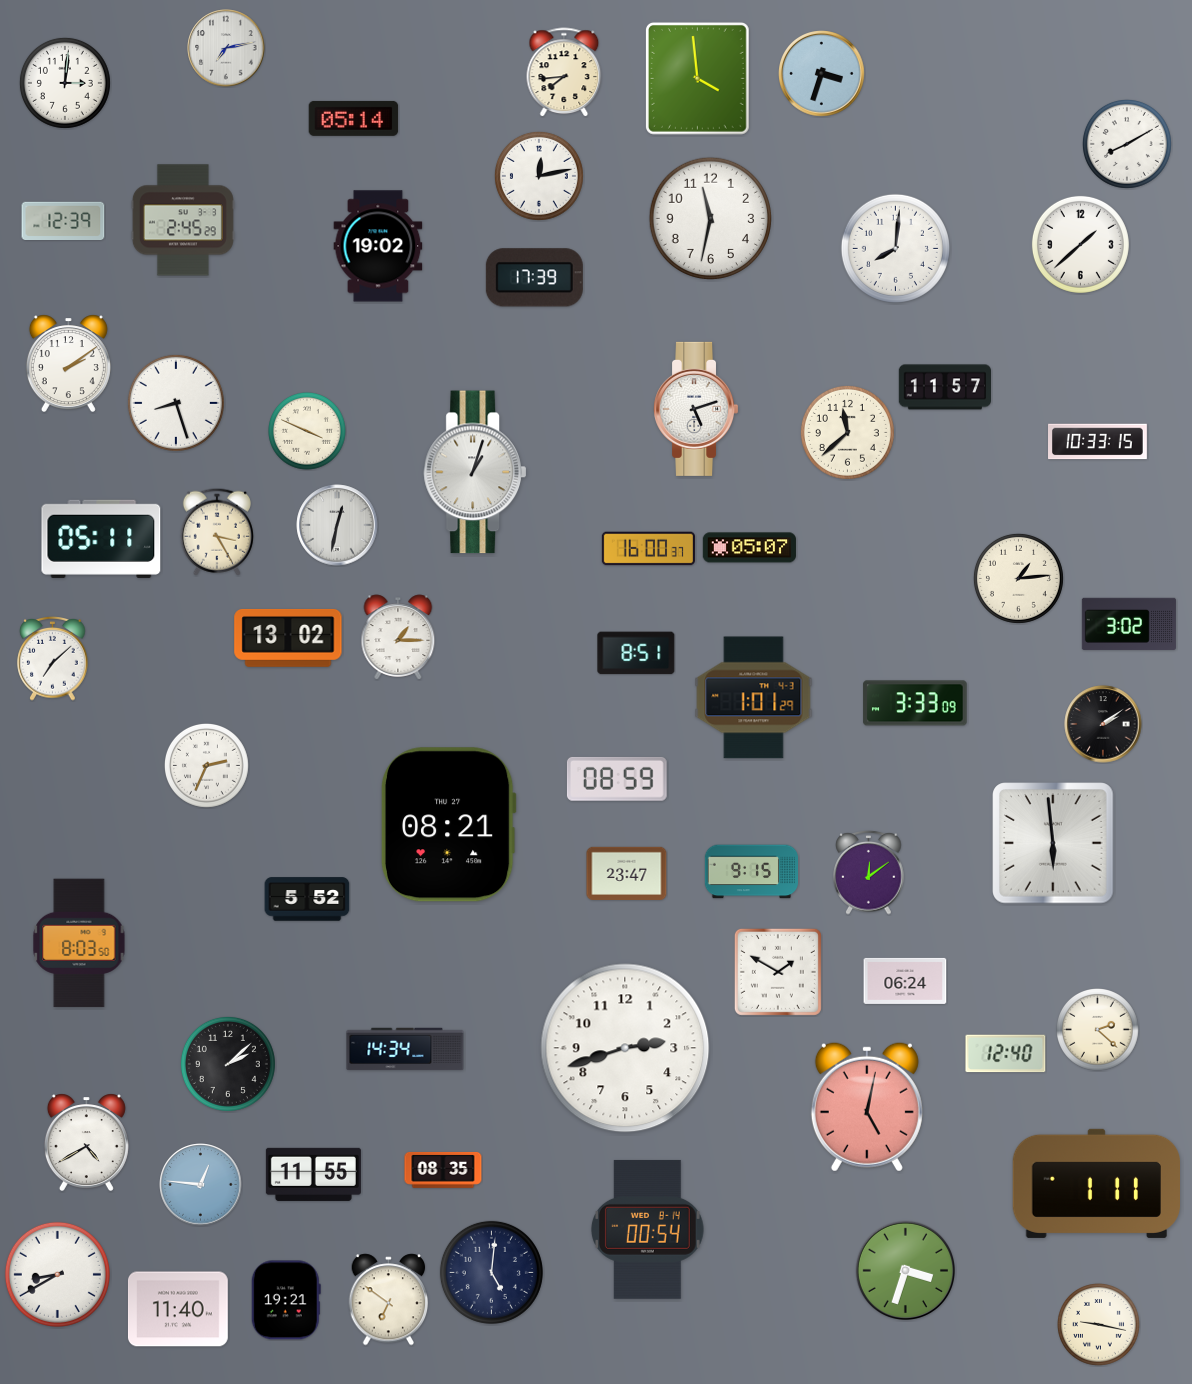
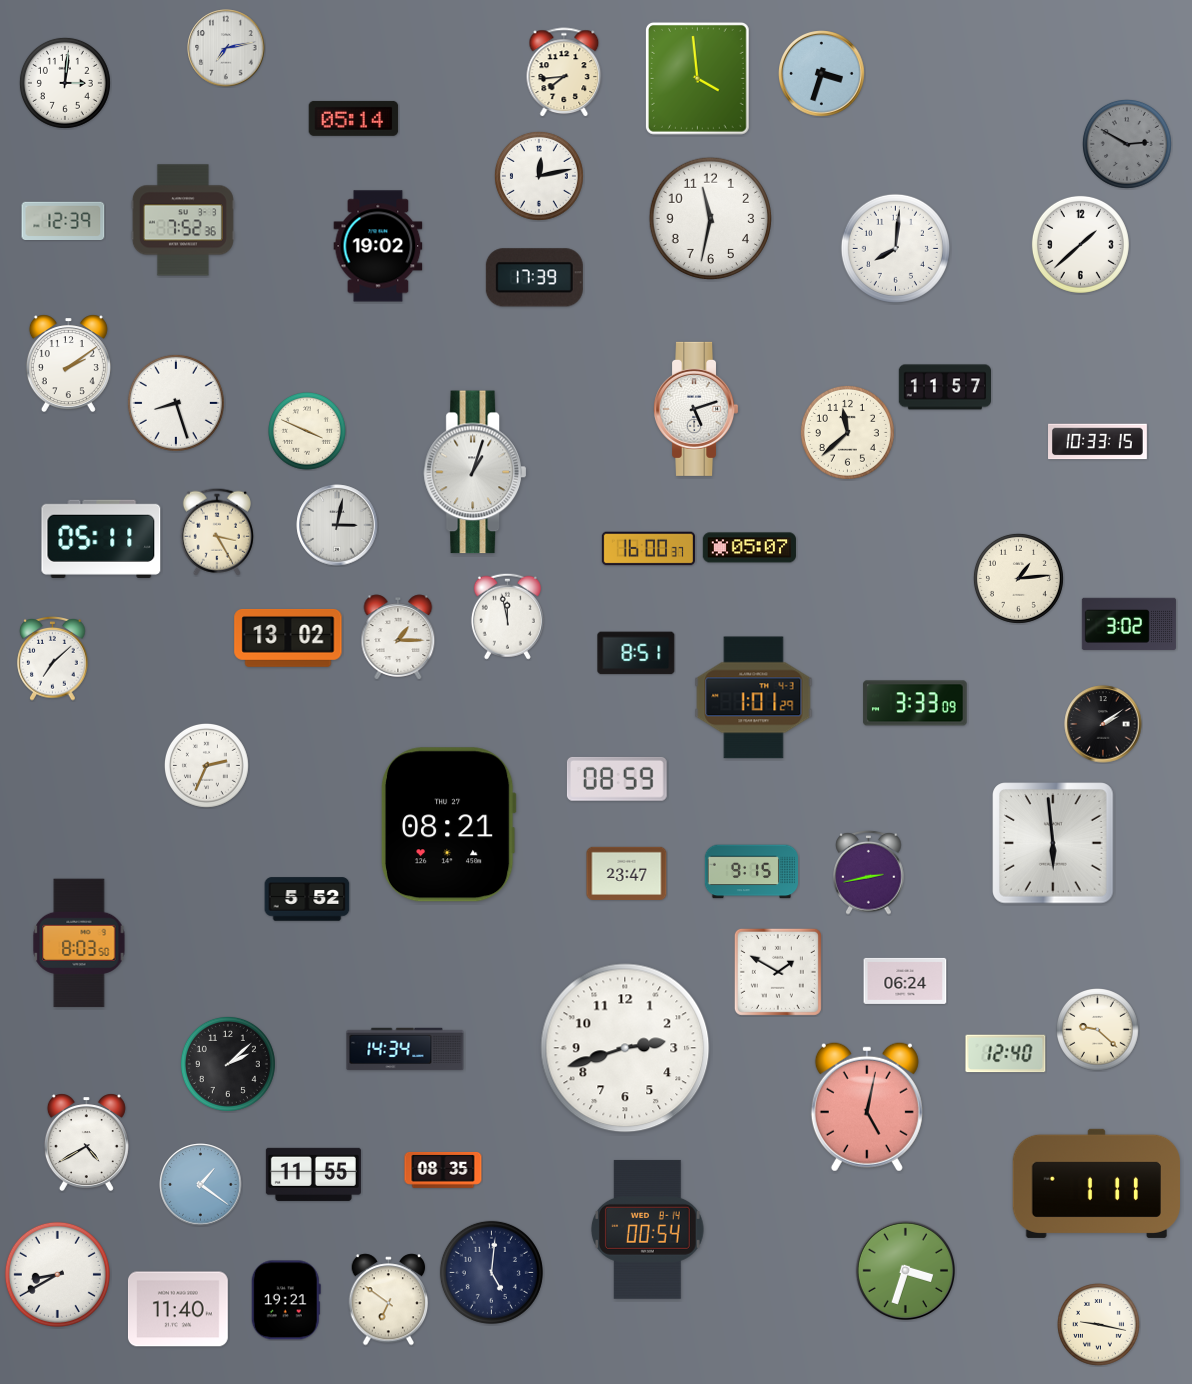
clock at (1127, 144): 8:10 -> 2:50
clock at (1127, 144) dial: white -> grey
clock at (183, 220): 2:45 -> 7:52
clock at (337, 525): 12:32 -> 3:02
clock at (507, 616): none -> 11:58
clock at (869, 873): 12:09 -> 2:43
clock at (1098, 1030): 2:22 -> 9:22
clock at (201, 1185): 12:46 -> 1:21
